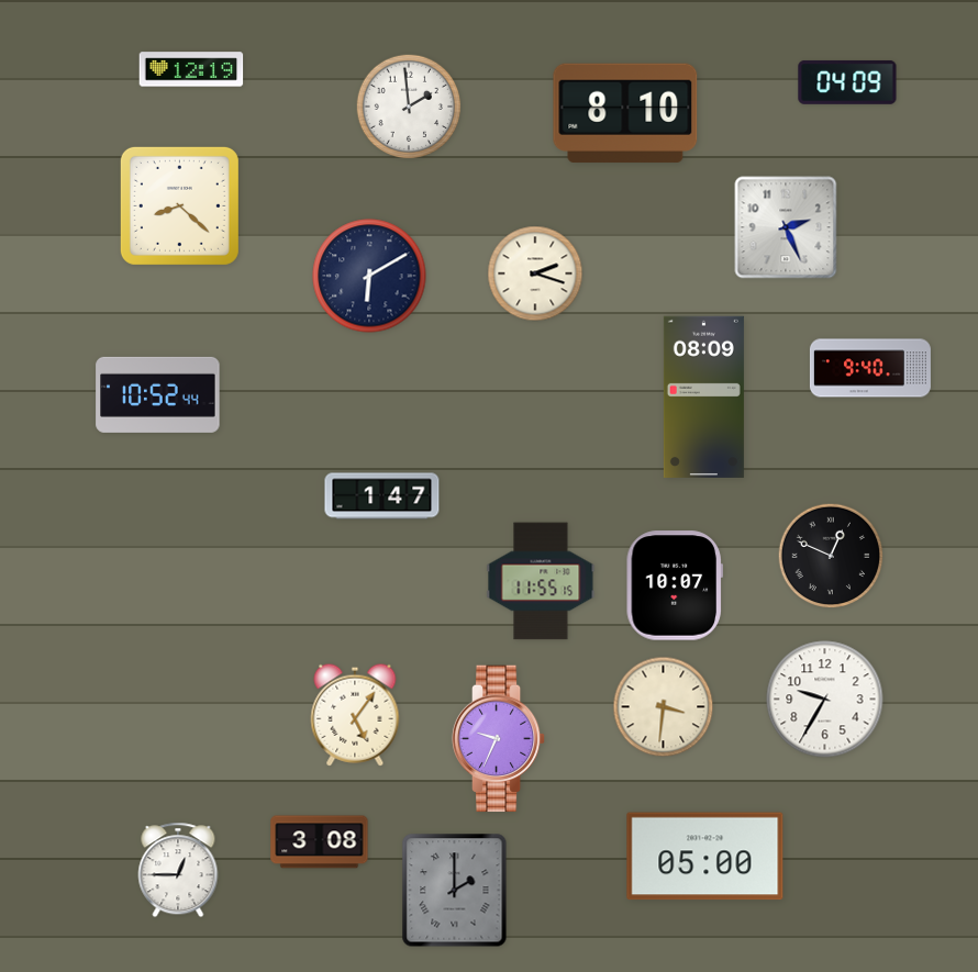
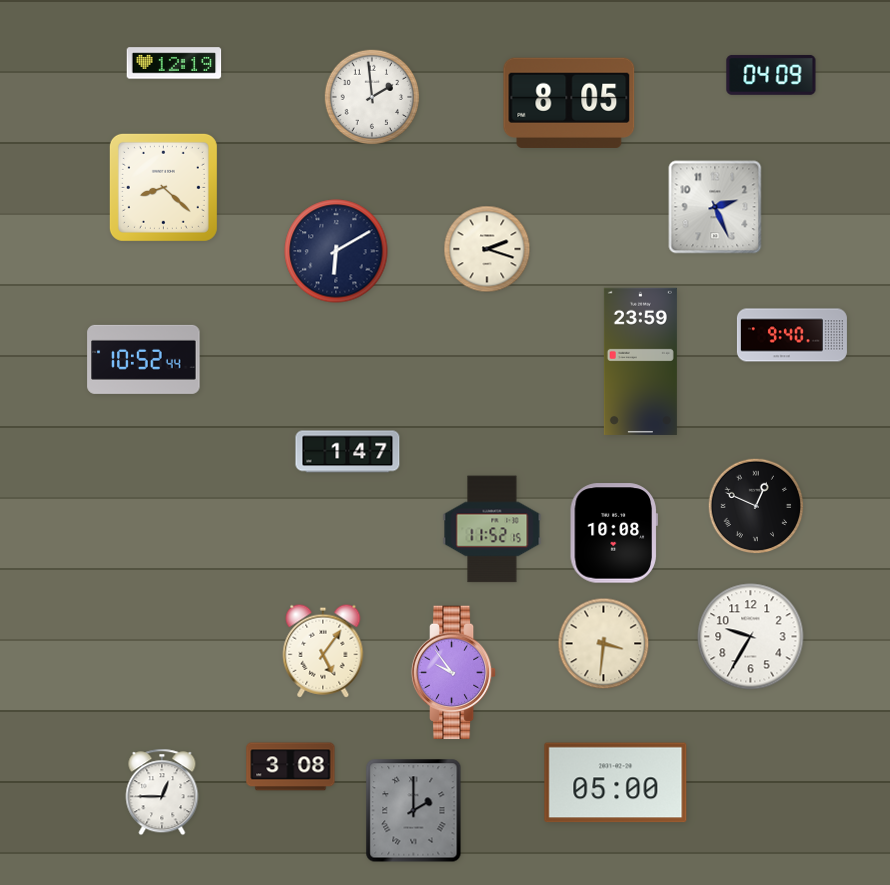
clock at (625, 113): 8:10 -> 8:05
clock at (703, 396): 08:09 -> 23:59
clock at (541, 581): 11:55 -> 11:52
clock at (675, 585): 10:07 -> 10:08
clock at (499, 739): 9:34 -> 9:54
clock at (705, 857) position: (705, 857) -> (616, 783)
